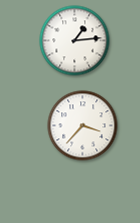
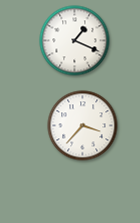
clock at (75, 41): 1:14 -> 1:19
